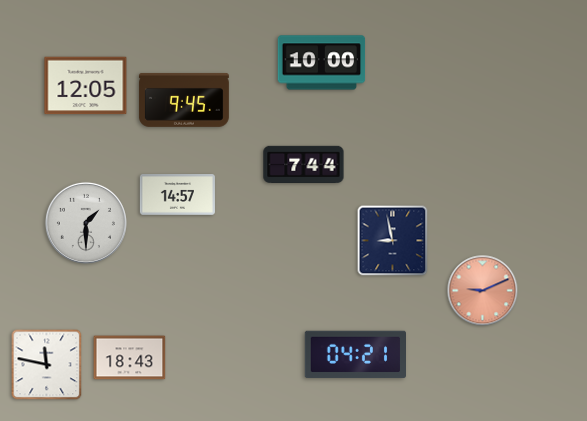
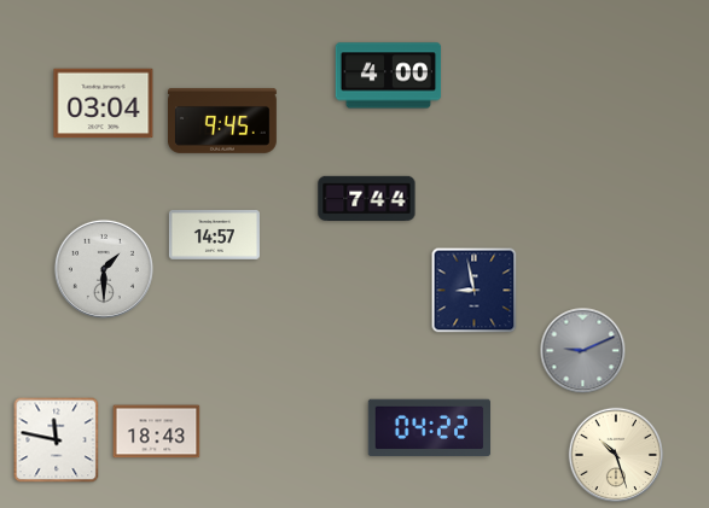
clock at (322, 63): 10:00 -> 4:00
clock at (86, 86): 12:05 -> 03:04
clock at (483, 291) dial: salmon -> grey
clock at (355, 355): 04:21 -> 04:22
clock at (616, 455): none -> 10:27
